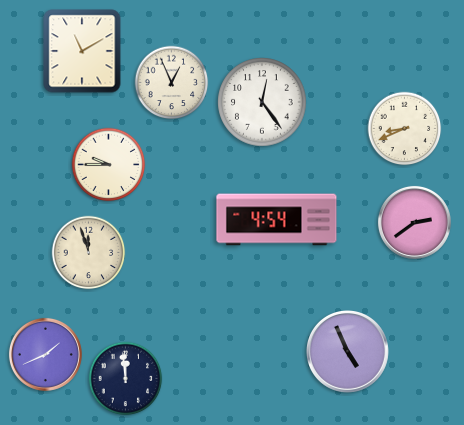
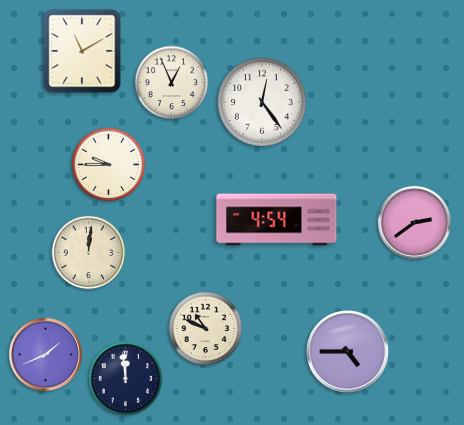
clock at (405, 129): 8:41 -> none
clock at (89, 253): 11:57 -> 12:01
clock at (206, 329): none -> 10:49
clock at (348, 352): 4:56 -> 4:45
